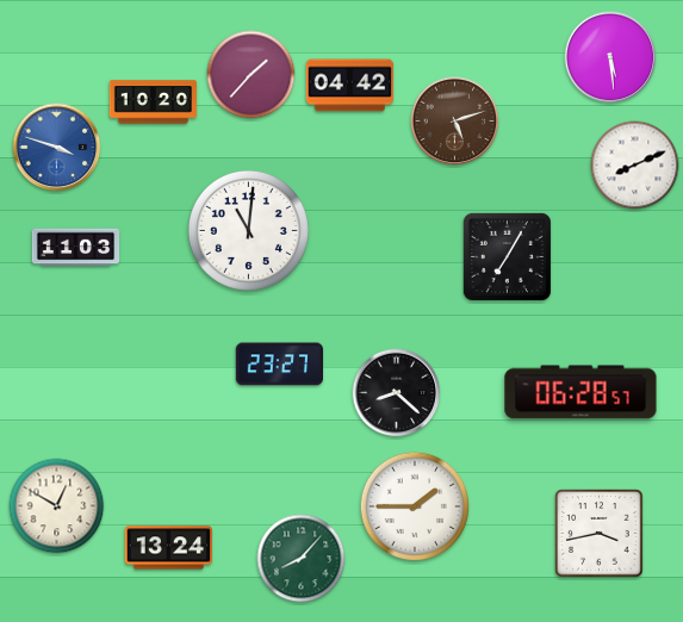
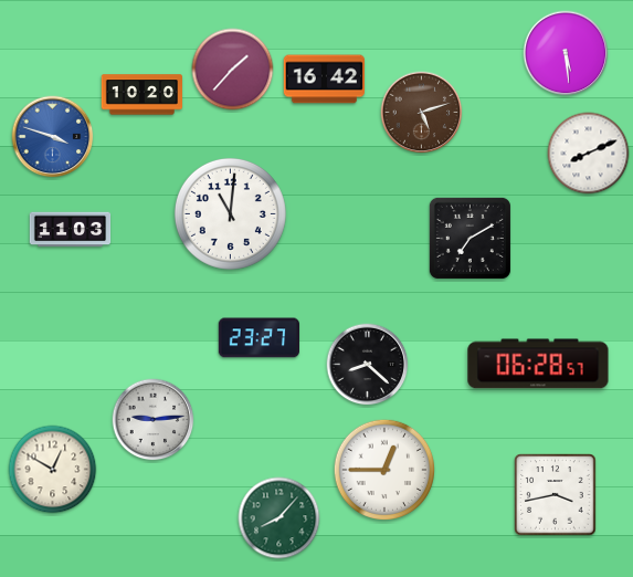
clock at (349, 86): 04:42 -> 16:42
clock at (507, 256): 7:05 -> 7:10
clock at (154, 420): none -> 9:14
clock at (414, 505): 1:45 -> 12:45
clock at (168, 548): 13:24 -> none
